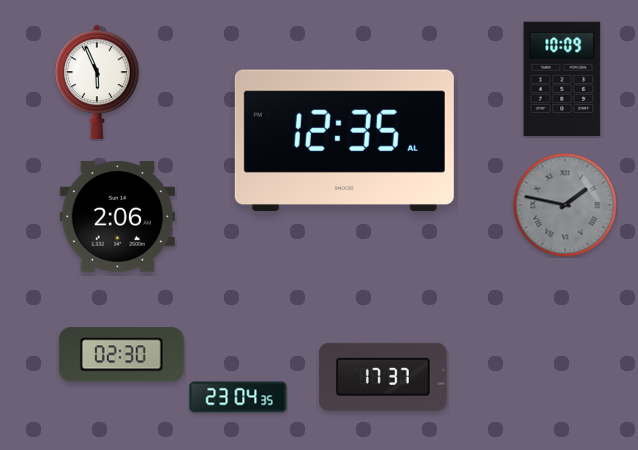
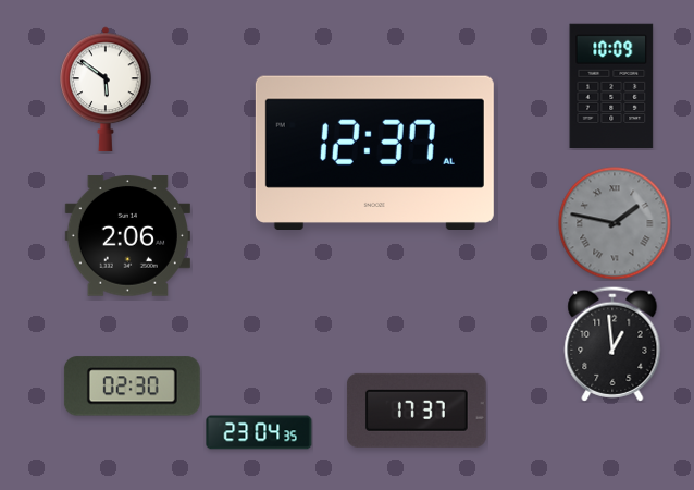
clock at (97, 82): 5:56 -> 5:51
clock at (344, 140): 12:35 -> 12:37
clock at (612, 344): none -> 12:59
